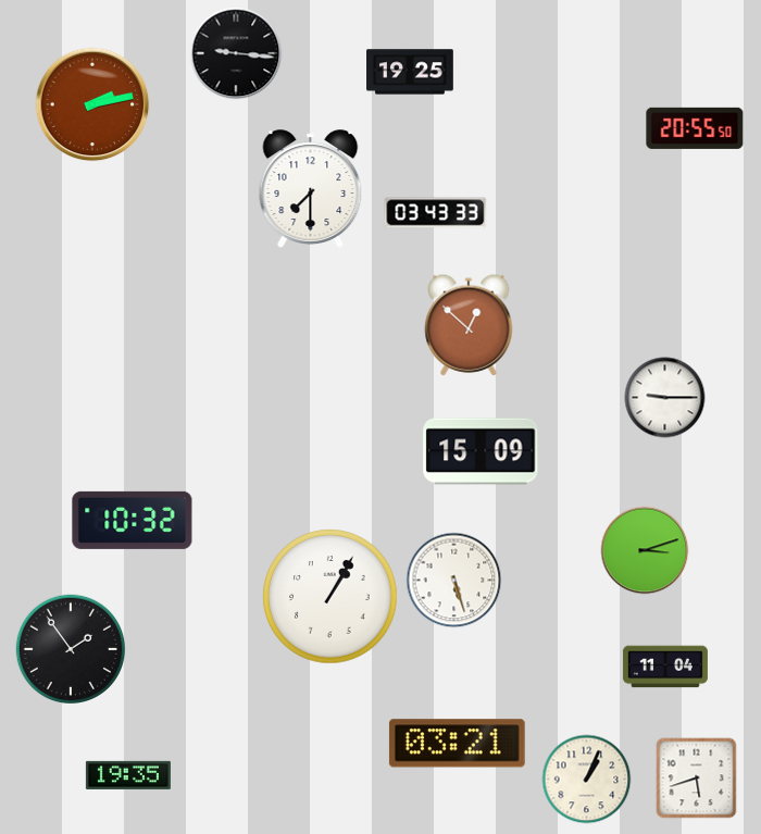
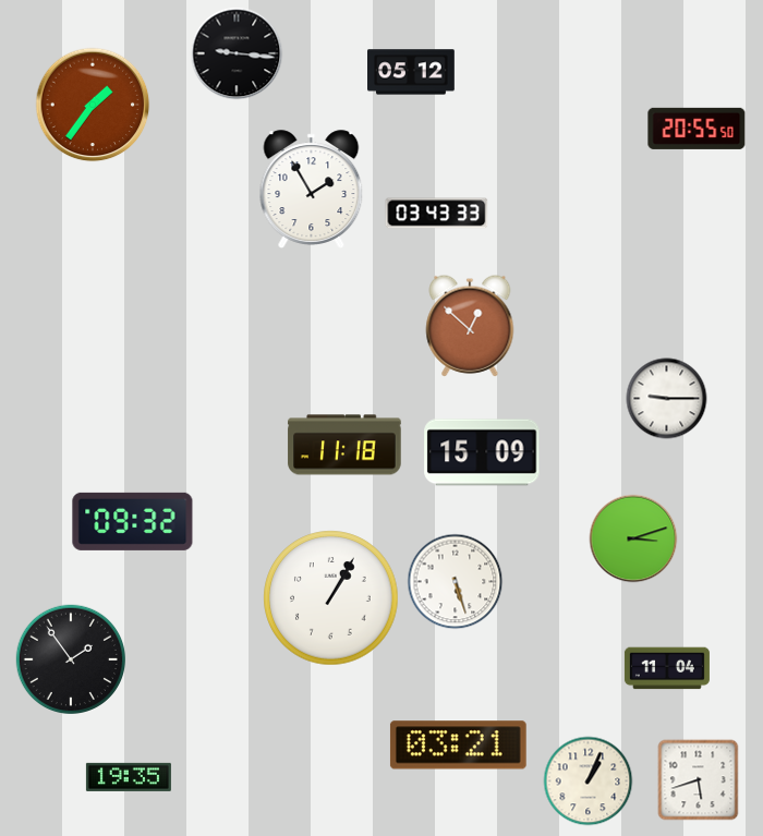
clock at (411, 72): 19:25 -> 05:12
clock at (92, 104): 2:13 -> 1:36
clock at (311, 189): 7:30 -> 1:55
clock at (344, 445): none -> 11:18
clock at (133, 520): 10:32 -> 09:32
clock at (645, 550) position: (645, 550) -> (633, 538)
clock at (70, 648) position: (70, 648) -> (70, 658)
